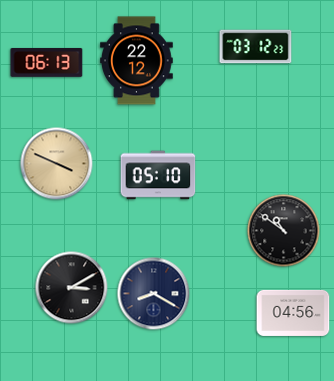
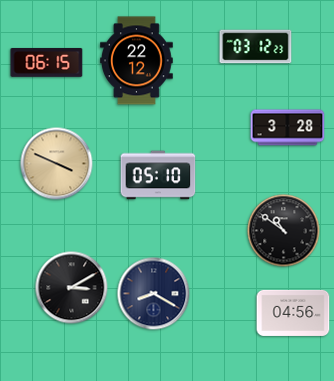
clock at (47, 62): 06:13 -> 06:15
clock at (288, 128): none -> 3:28
